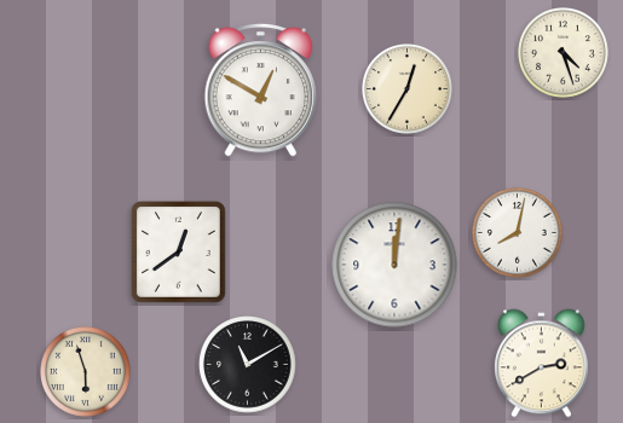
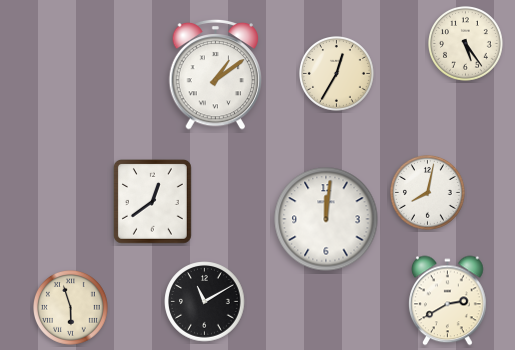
clock at (564, 53): 4:27 -> 5:24
clock at (261, 89): 12:50 -> 1:09
clock at (178, 253) position: (178, 253) -> (152, 202)
